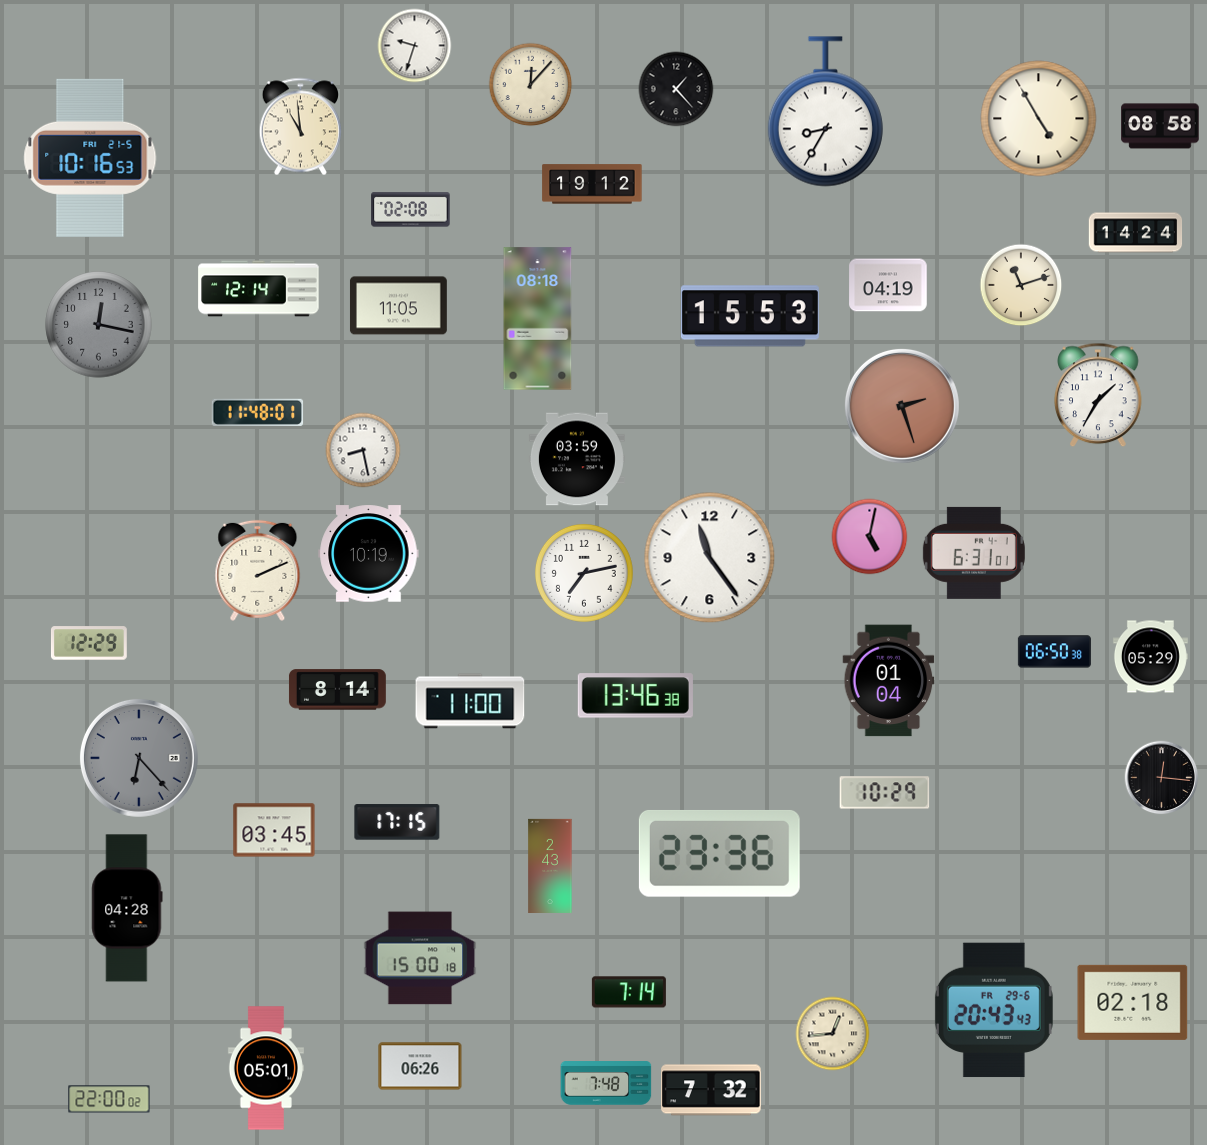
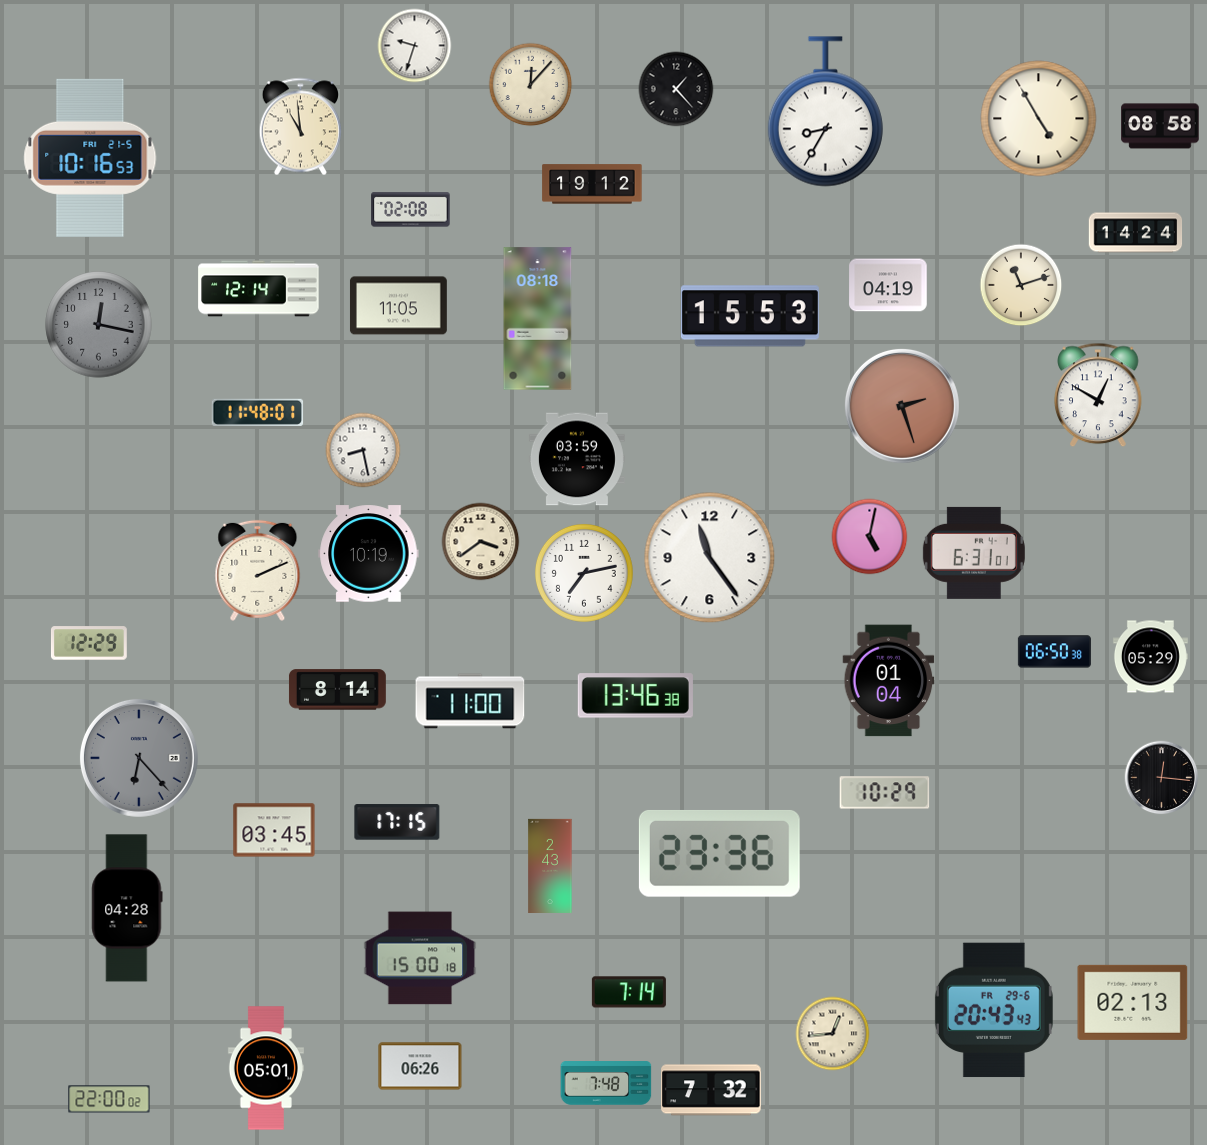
clock at (1098, 395): 1:35 -> 12:50
clock at (481, 542): none -> 3:39
clock at (1133, 1002): 02:18 -> 02:13
